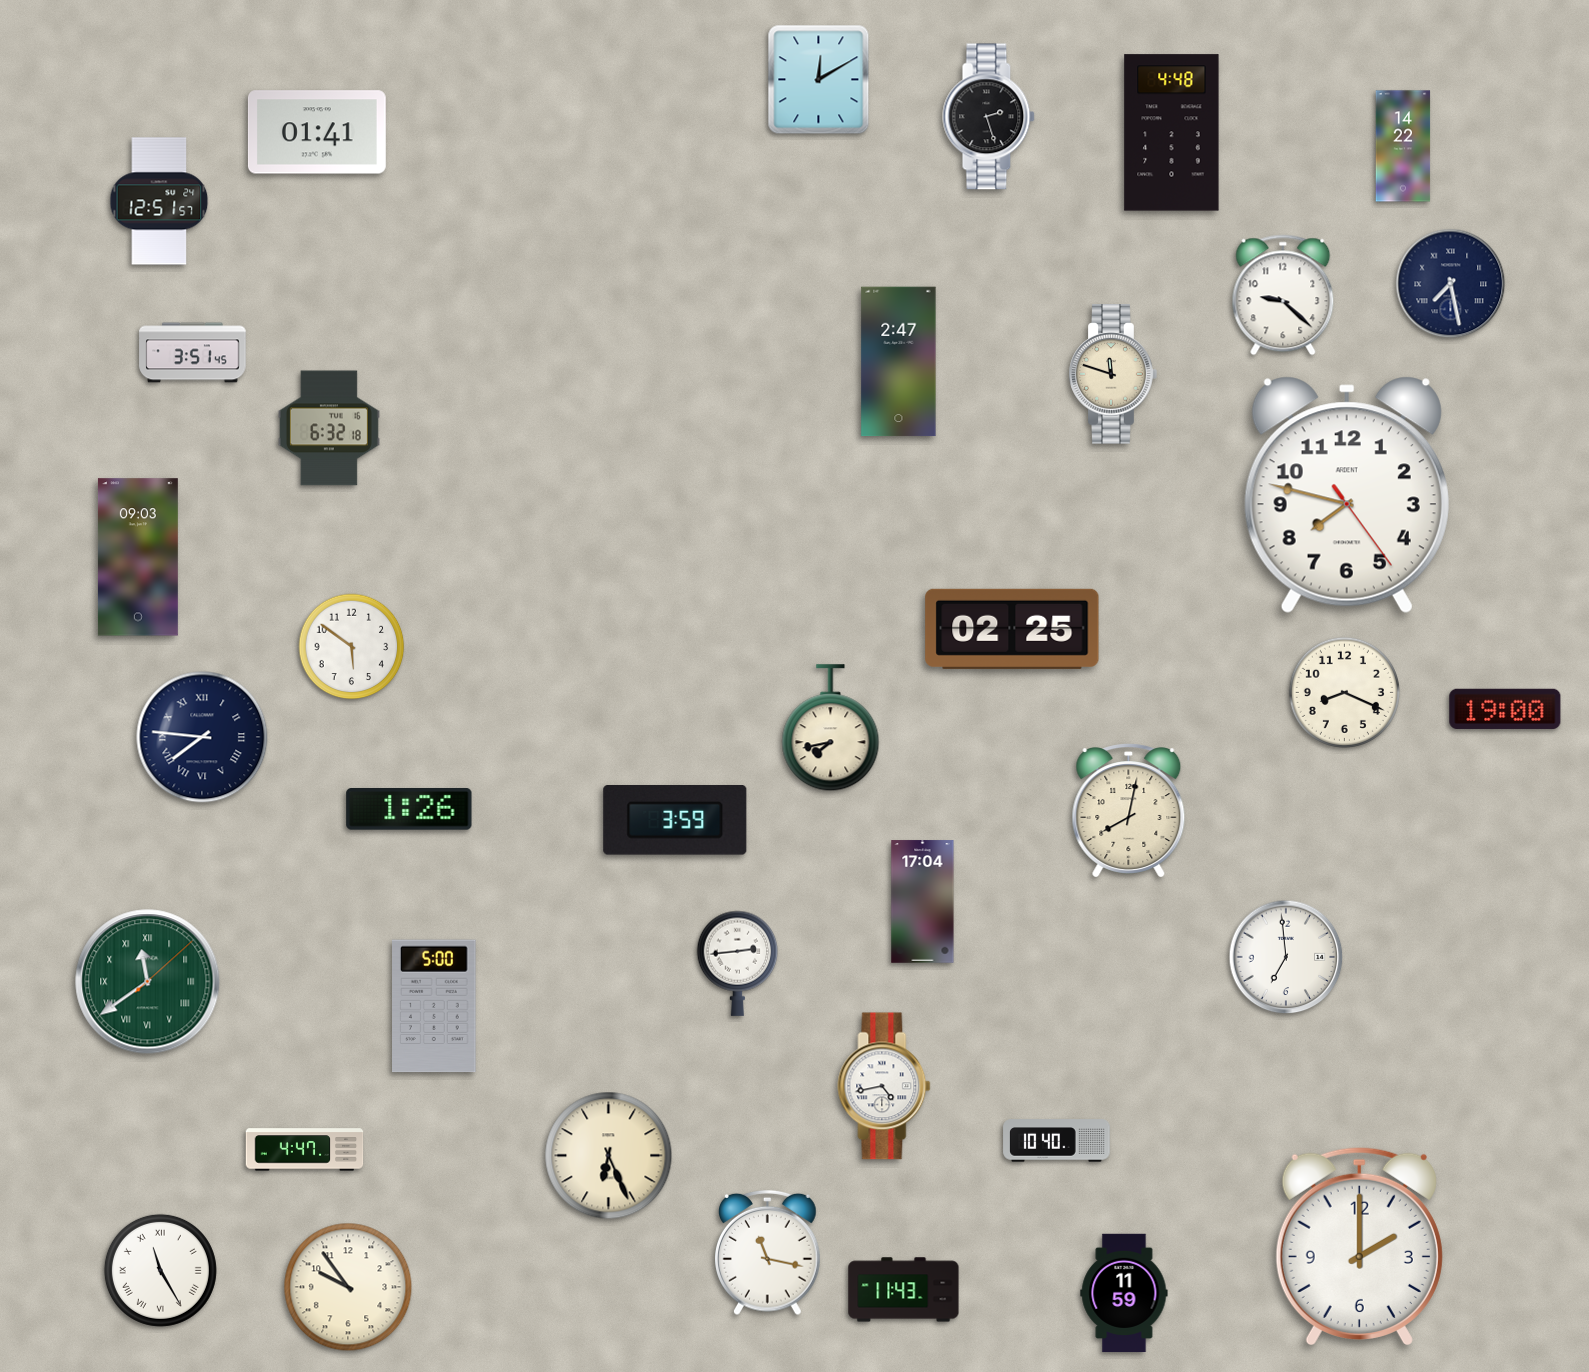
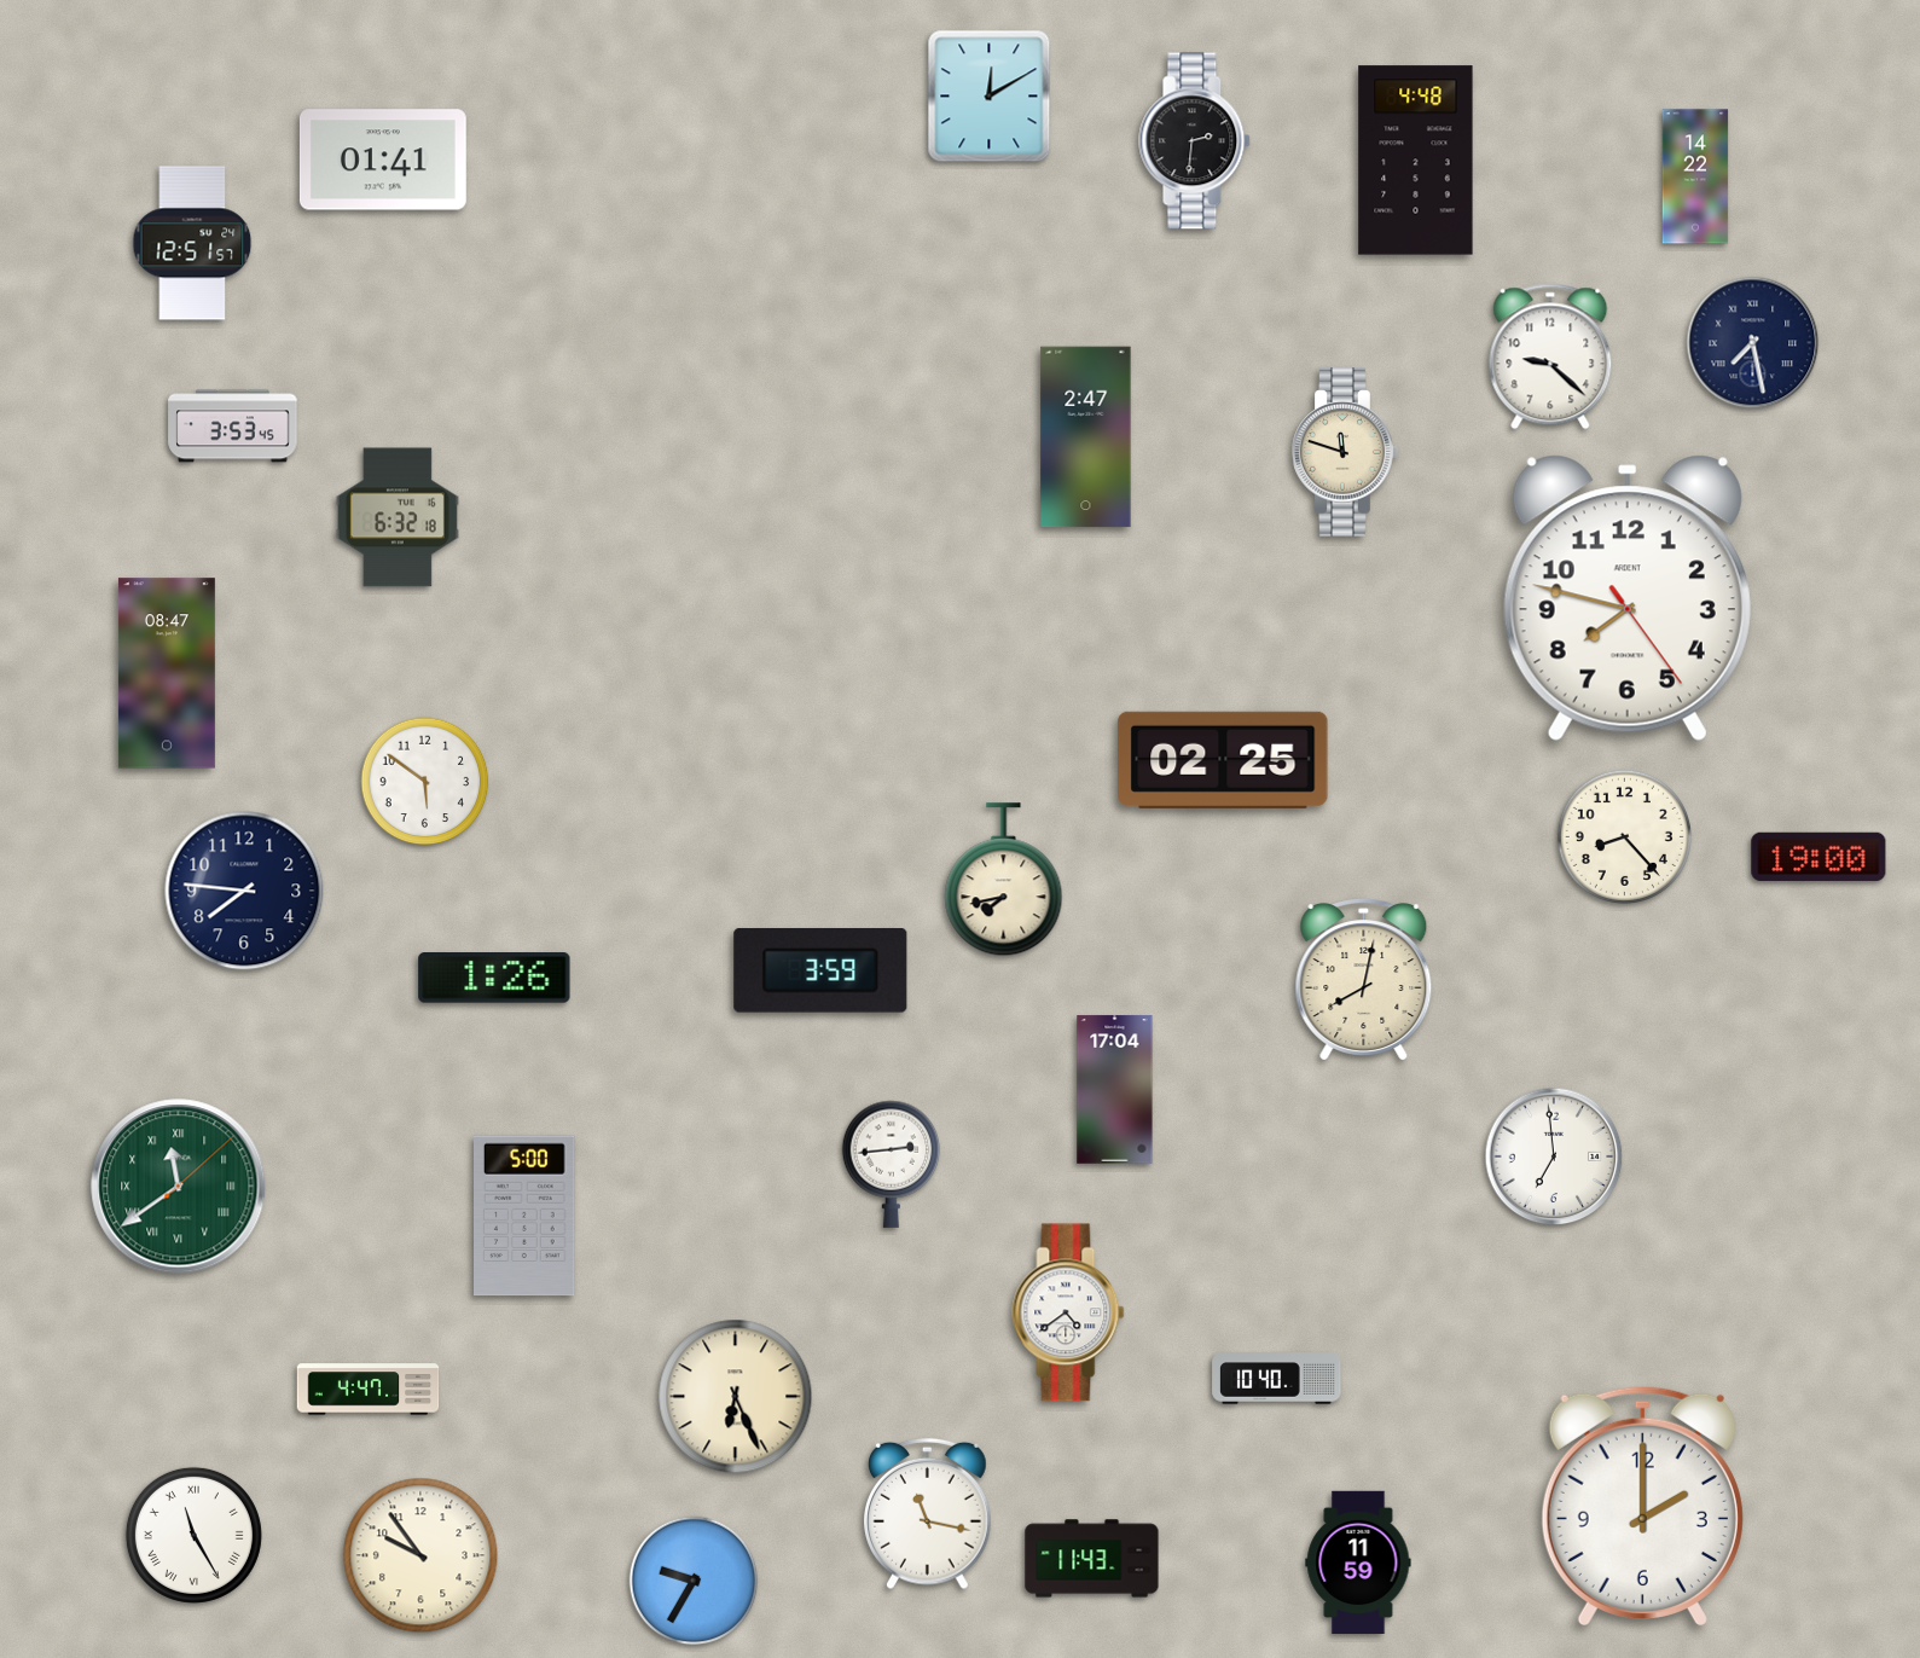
clock at (989, 117): 2:27 -> 2:31
clock at (193, 353): 3:51 -> 3:53
clock at (138, 557): 09:03 -> 08:47
clock at (1344, 692): 8:19 -> 8:23
clock at (202, 737) numerals: Roman -> Arabic
clock at (675, 821) position: (675, 821) -> (820, 972)
clock at (884, 1086): 4:43 -> 4:39
clock at (694, 1581): none -> 9:35
